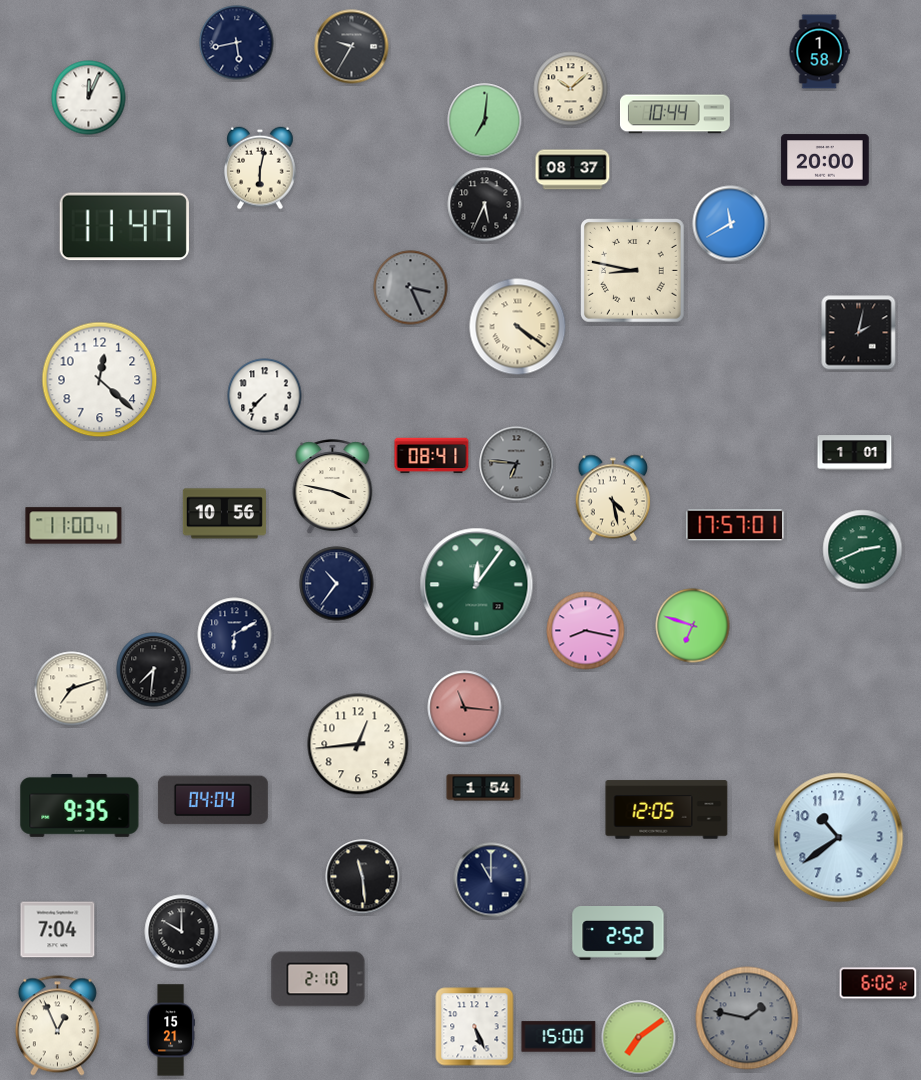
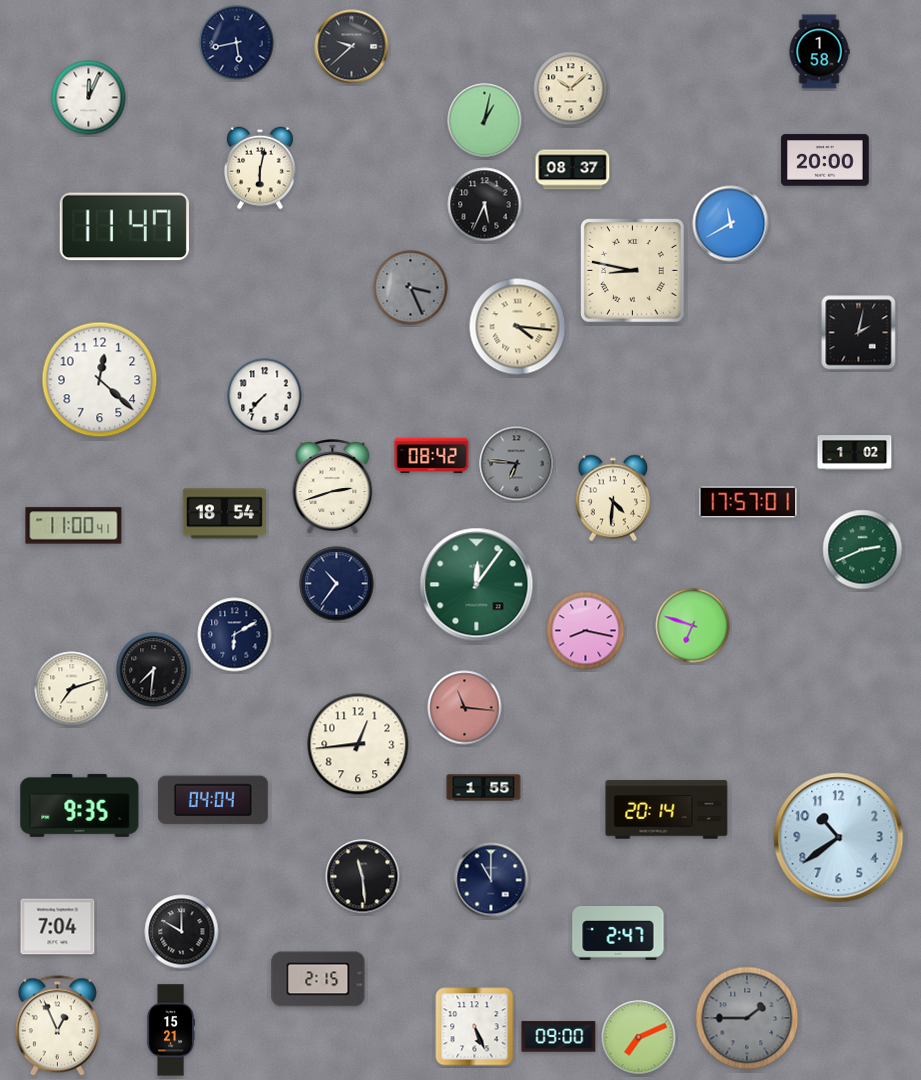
clock at (352, 47): 9:35 -> 9:38
clock at (675, 114): 10:44 -> none
clock at (485, 121): 7:01 -> 1:02
clock at (518, 327): 4:21 -> 4:16
clock at (855, 453): 1:01 -> 1:02
clock at (432, 456): 08:41 -> 08:42
clock at (333, 486): 3:47 -> 2:42
clock at (613, 498): 4:28 -> 4:31
clock at (224, 514): 10:56 -> 18:54
clock at (735, 525) position: (735, 525) -> (748, 502)
clock at (484, 788): 1:54 -> 1:55
clock at (667, 810): 12:05 -> 20:14
clock at (58, 930) position: (58, 930) -> (58, 927)
clock at (618, 934): 2:52 -> 2:47
clock at (318, 979): 2:10 -> 2:15
clock at (878, 983): 6:02 -> none
clock at (747, 1018): 1:47 -> 1:45
clock at (559, 1037): 15:00 -> 09:00
clock at (639, 1038): 7:09 -> 7:11
